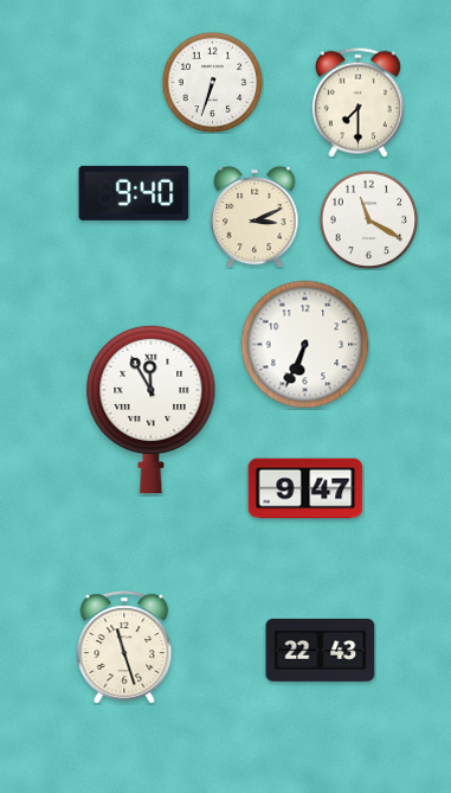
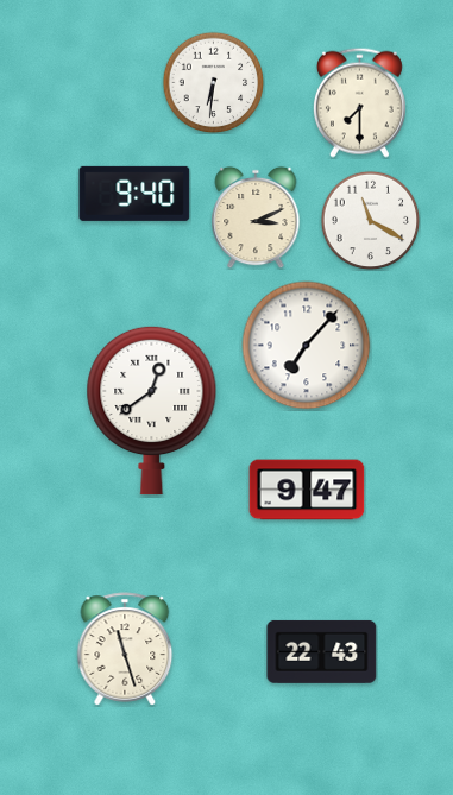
clock at (212, 82): 6:33 -> 6:31
clock at (305, 345): 6:34 -> 7:07
clock at (152, 409): 11:55 -> 12:39
